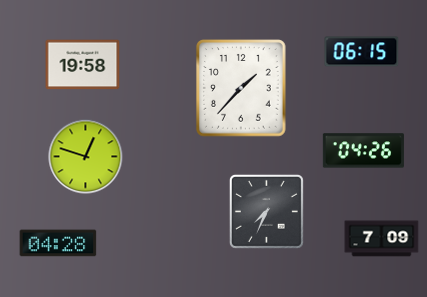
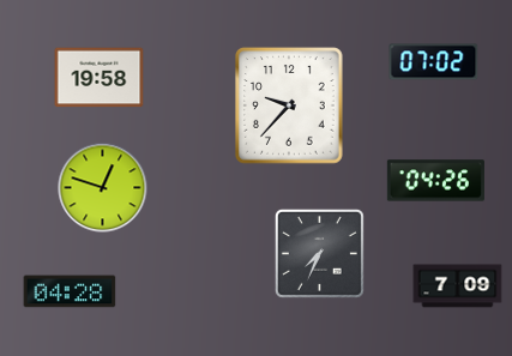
clock at (362, 52): 06:15 -> 07:02
clock at (242, 88): 1:37 -> 9:37
